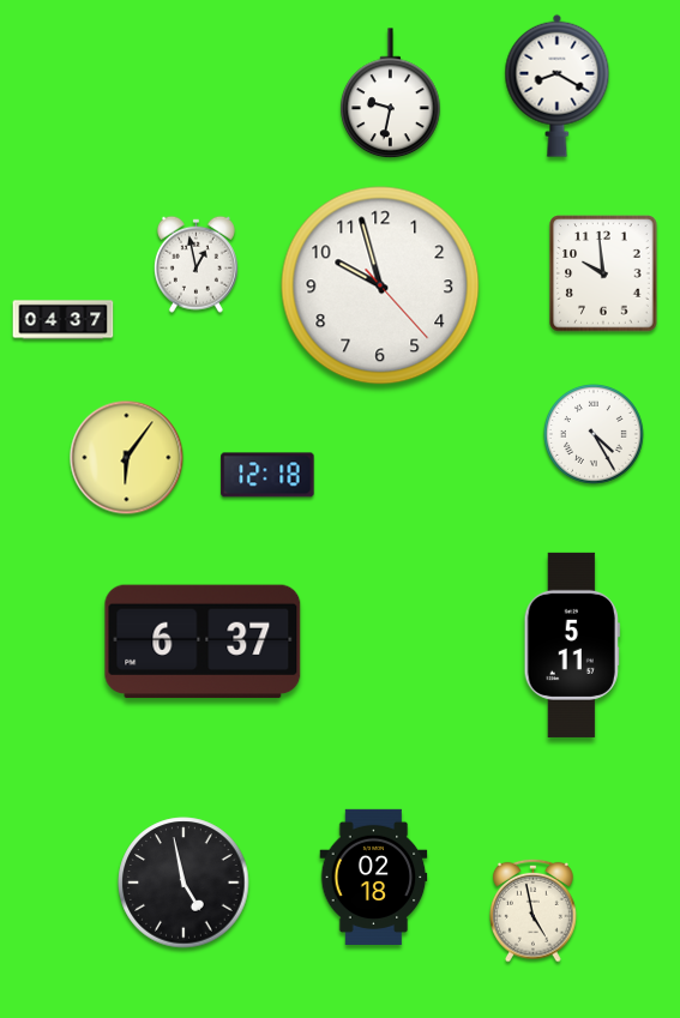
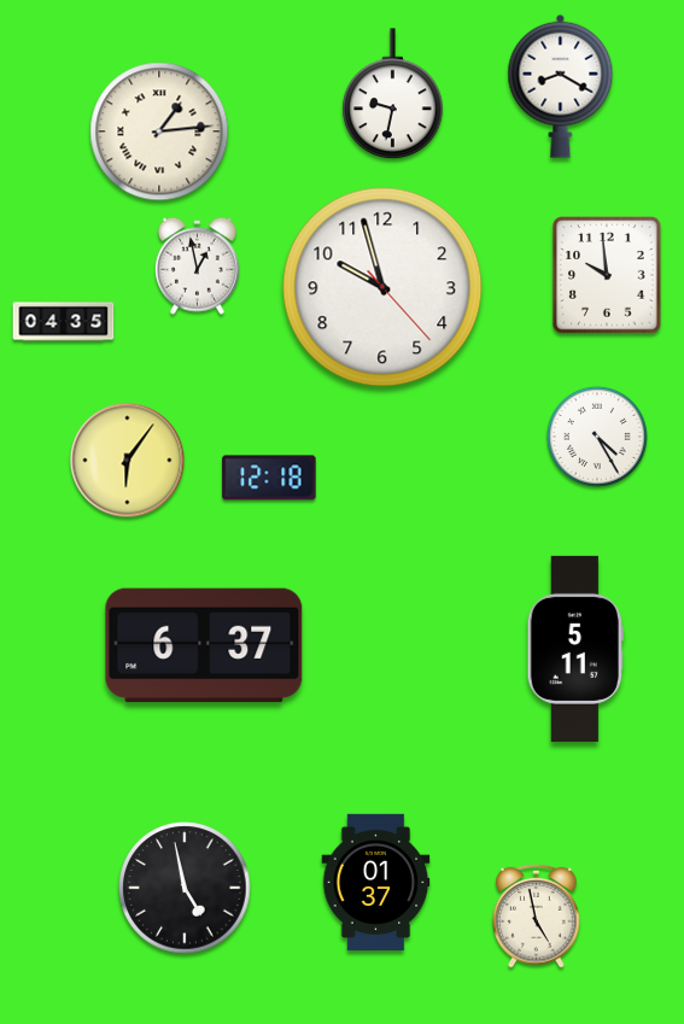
clock at (159, 131): none -> 1:14
clock at (64, 320): 04:37 -> 04:35
clock at (374, 877): 02:18 -> 01:37
